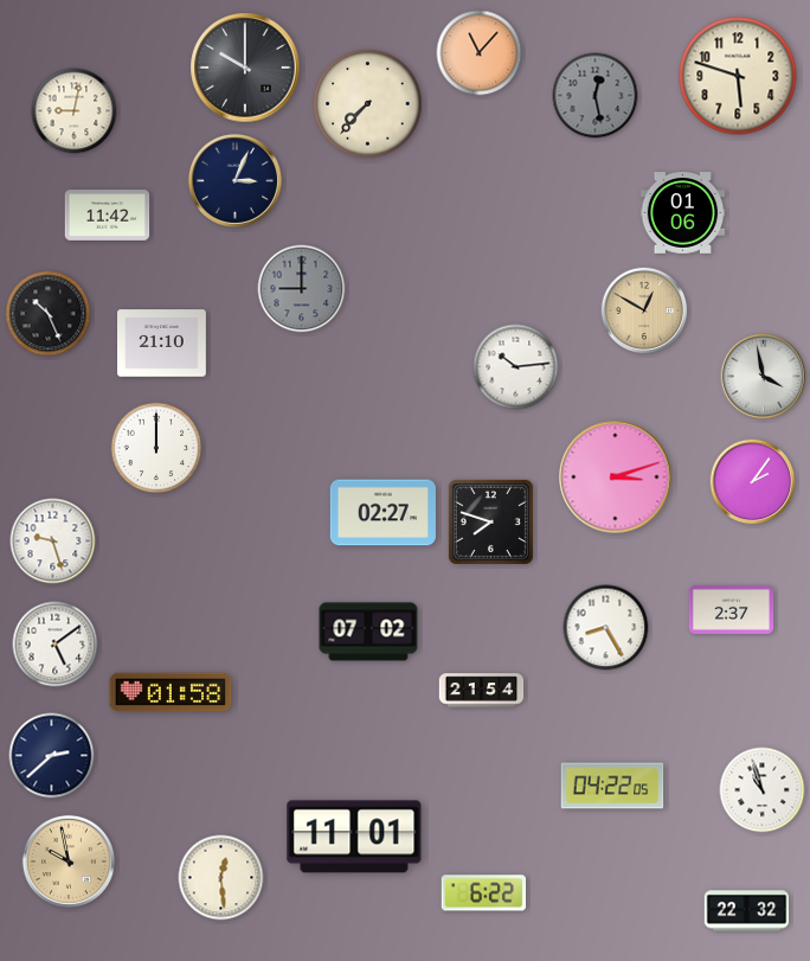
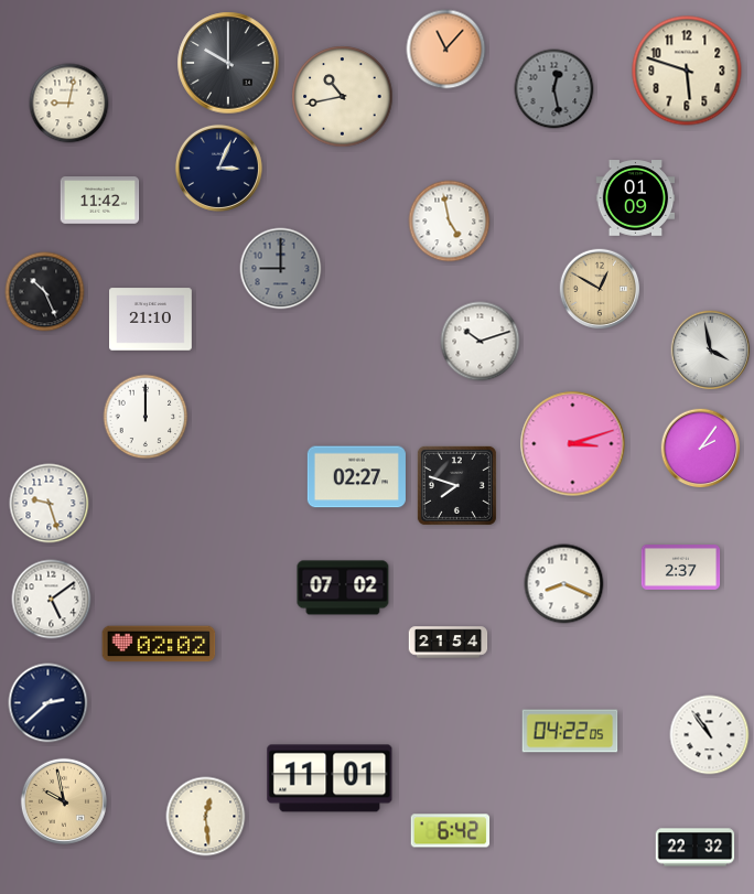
clock at (368, 104): 7:37 -> 10:43
clock at (683, 213): 01:06 -> 01:09
clock at (450, 222): none -> 4:58
clock at (516, 367): 10:14 -> 10:12
clock at (606, 628): 8:25 -> 8:19
clock at (171, 692): 01:58 -> 02:02
clock at (763, 790): 10:57 -> 10:54
clock at (484, 893): 6:22 -> 6:42
